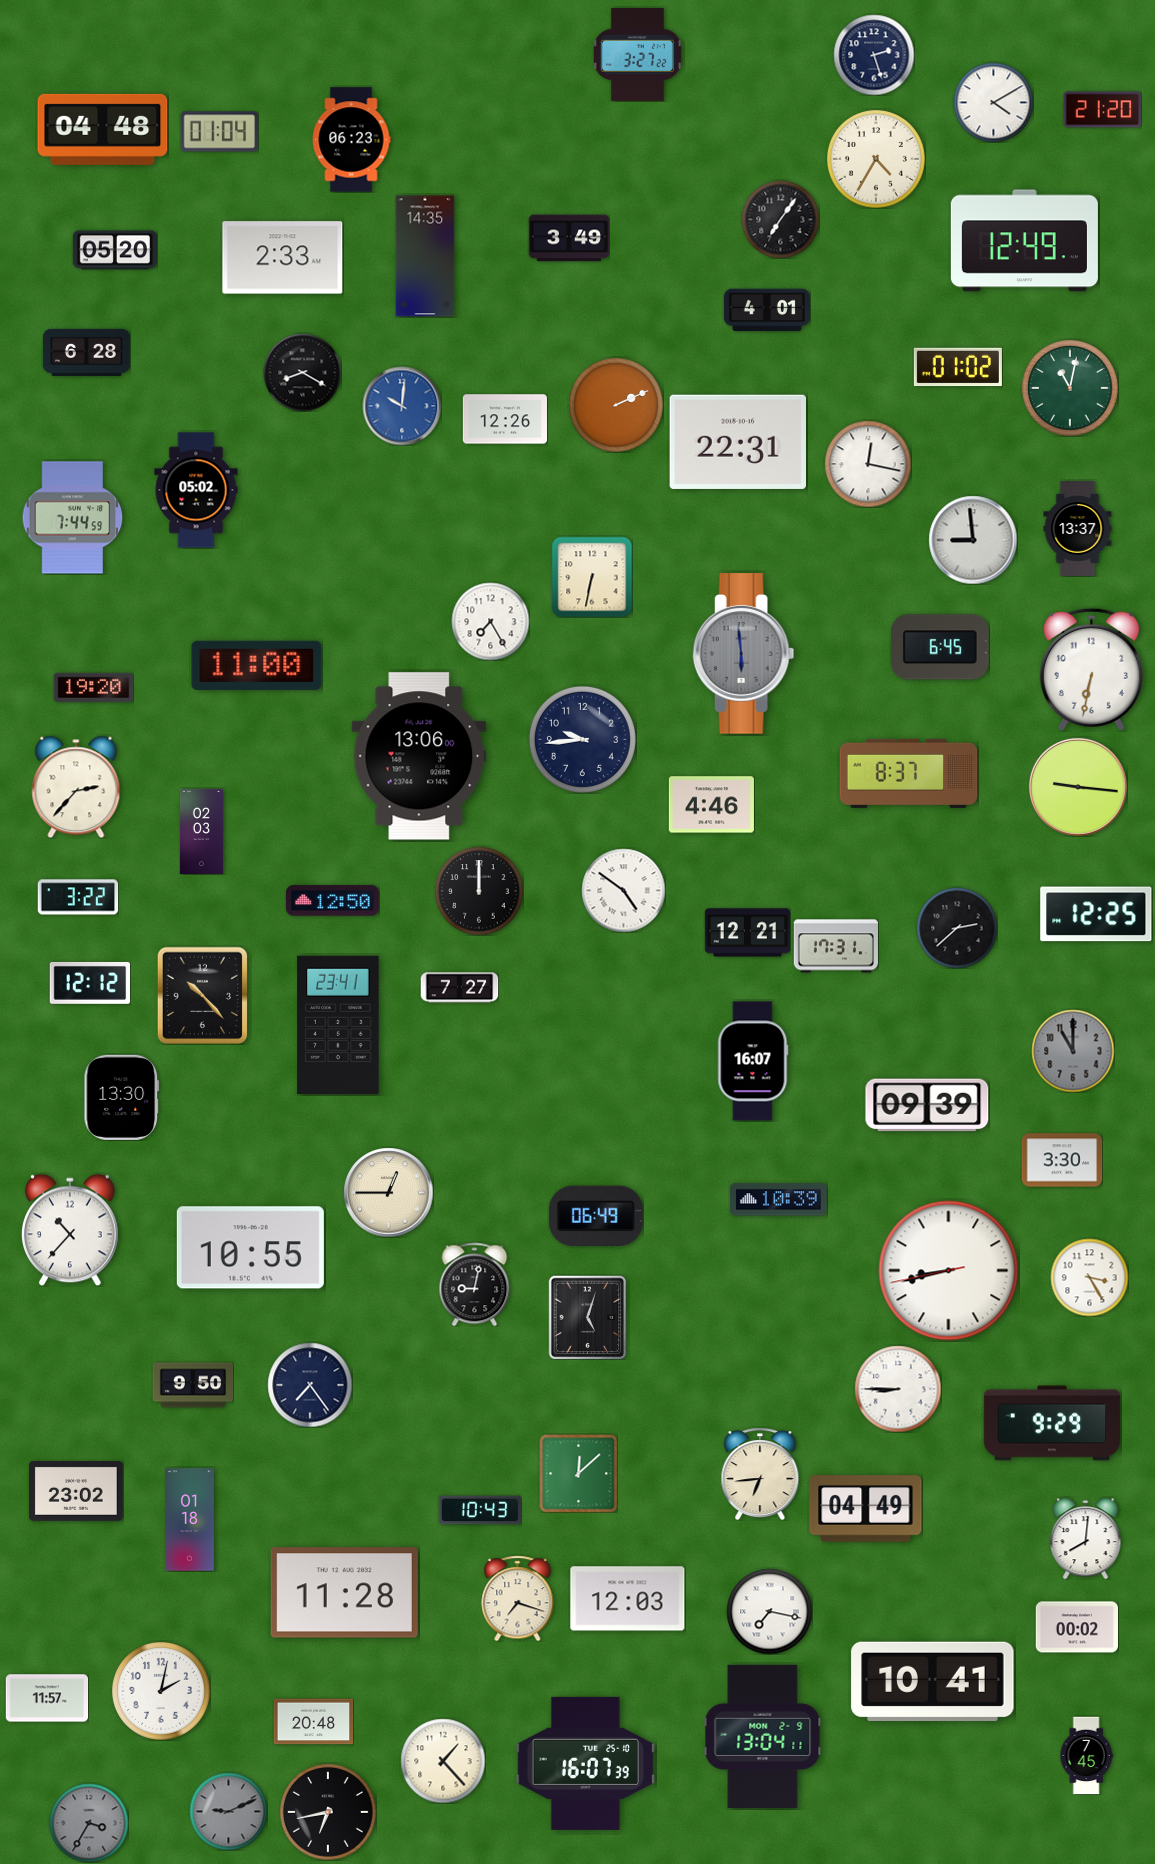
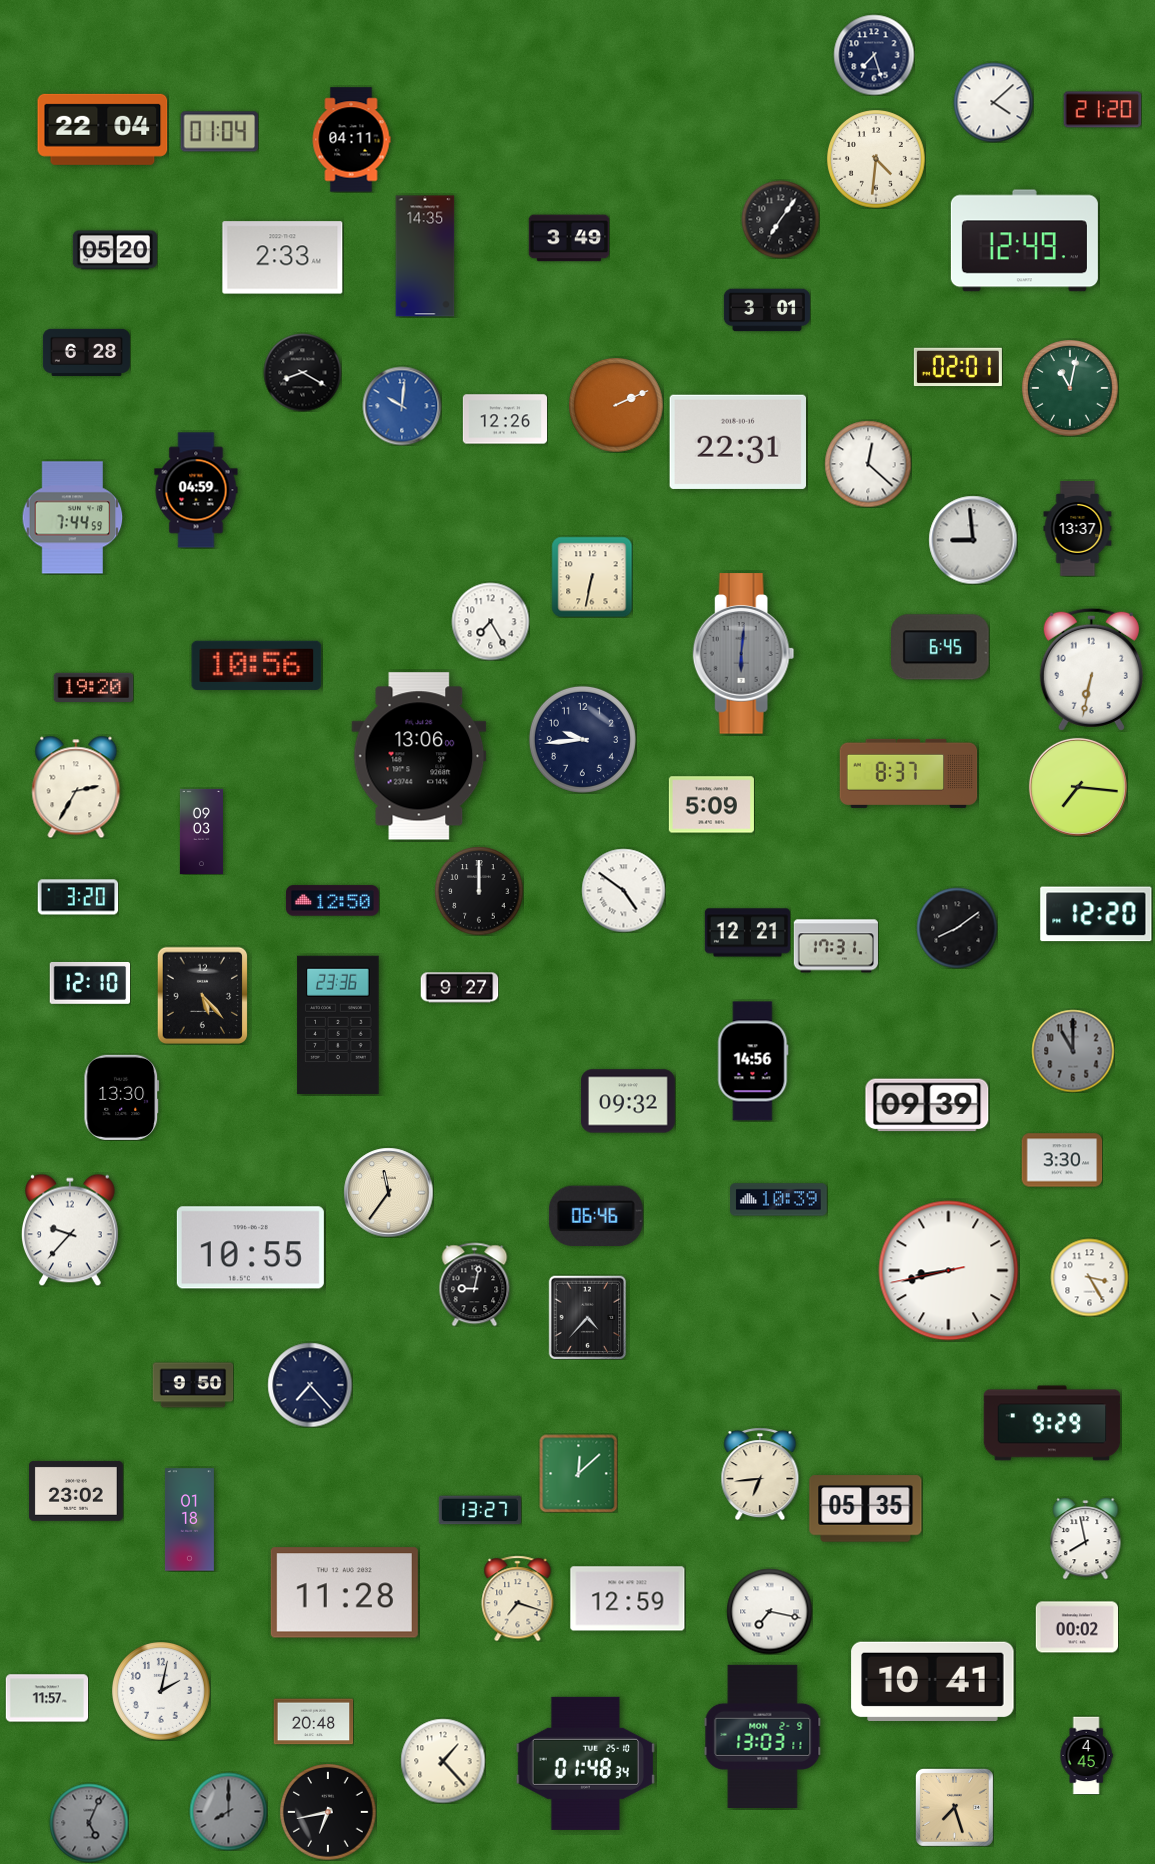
clock at (637, 54): 3:27 -> none
clock at (874, 55): 2:27 -> 7:27
clock at (993, 102): 4:10 -> 4:08
clock at (103, 129): 04:48 -> 22:04
clock at (351, 140): 06:23 -> 04:11
clock at (877, 160): 4:35 -> 4:31
clock at (767, 310): 4:01 -> 3:01
clock at (958, 367): 01:02 -> 02:01
clock at (868, 464): 12:17 -> 12:22
clock at (196, 490): 05:02 -> 04:59
clock at (744, 654): 5:59 -> 6:01
clock at (257, 665): 11:00 -> 10:56
clock at (76, 787): 2:37 -> 2:35
clock at (1078, 787): 9:16 -> 7:16
clock at (711, 805): 4:46 -> 5:09
clock at (201, 831): 02:03 -> 09:03
clock at (78, 897): 3:22 -> 3:20
clock at (1096, 914): 12:25 -> 12:20
clock at (957, 928): 2:38 -> 8:09
clock at (90, 983): 12:12 -> 12:10
clock at (459, 988): 7:27 -> 9:27
clock at (203, 995): 10:23 -> 5:23
clock at (338, 1025): 23:41 -> 23:36
clock at (753, 1061): 16:07 -> 14:56
clock at (629, 1101): none -> 09:32
clock at (388, 1192): 12:45 -> 11:36
clock at (596, 1215): 06:49 -> 06:46
clock at (70, 1230): 10:37 -> 9:37
clock at (588, 1317): 5:03 -> 4:37
clock at (310, 1385): 7:24 -> 7:23
clock at (898, 1389): 8:45 -> none
clock at (866, 1509): 04:49 -> 05:35
clock at (480, 1510): 10:43 -> 13:27
clock at (1086, 1538): 8:01 -> 7:58
clock at (628, 1599): 12:03 -> 12:59
clock at (763, 1736): 13:04 -> 13:03
clock at (1086, 1755): 7:45 -> 4:45
clock at (585, 1763): 16:07 -> 01:48
clock at (954, 1807): none -> 7:27
clock at (228, 1811): 9:11 -> 8:00
clock at (89, 1823): 3:35 -> 5:04
